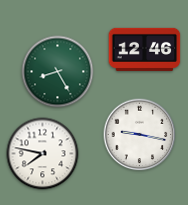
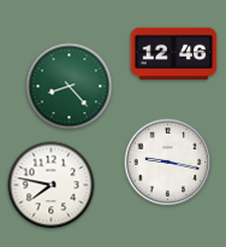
clock at (145, 49) position: (145, 49) -> (174, 53)
clock at (58, 72): 8:25 -> 8:23
